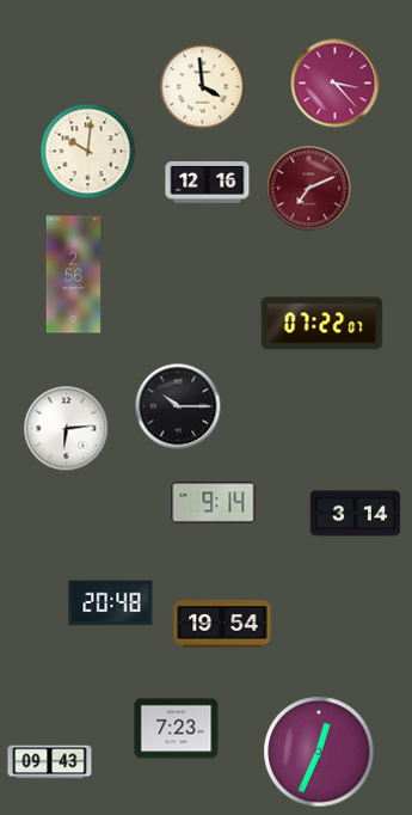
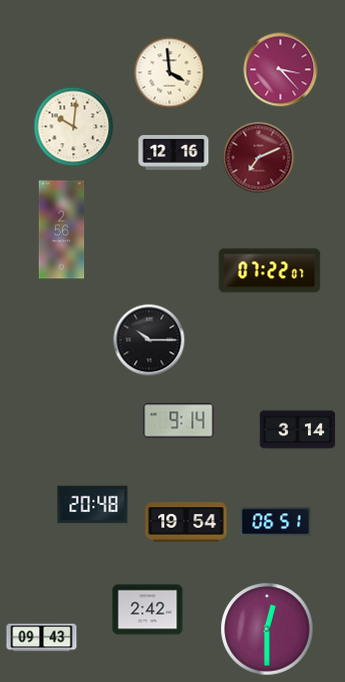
clock at (67, 429): 6:14 -> none
clock at (276, 522): none -> 06:51
clock at (177, 729): 7:23 -> 2:42
clock at (319, 752): 12:34 -> 12:30
